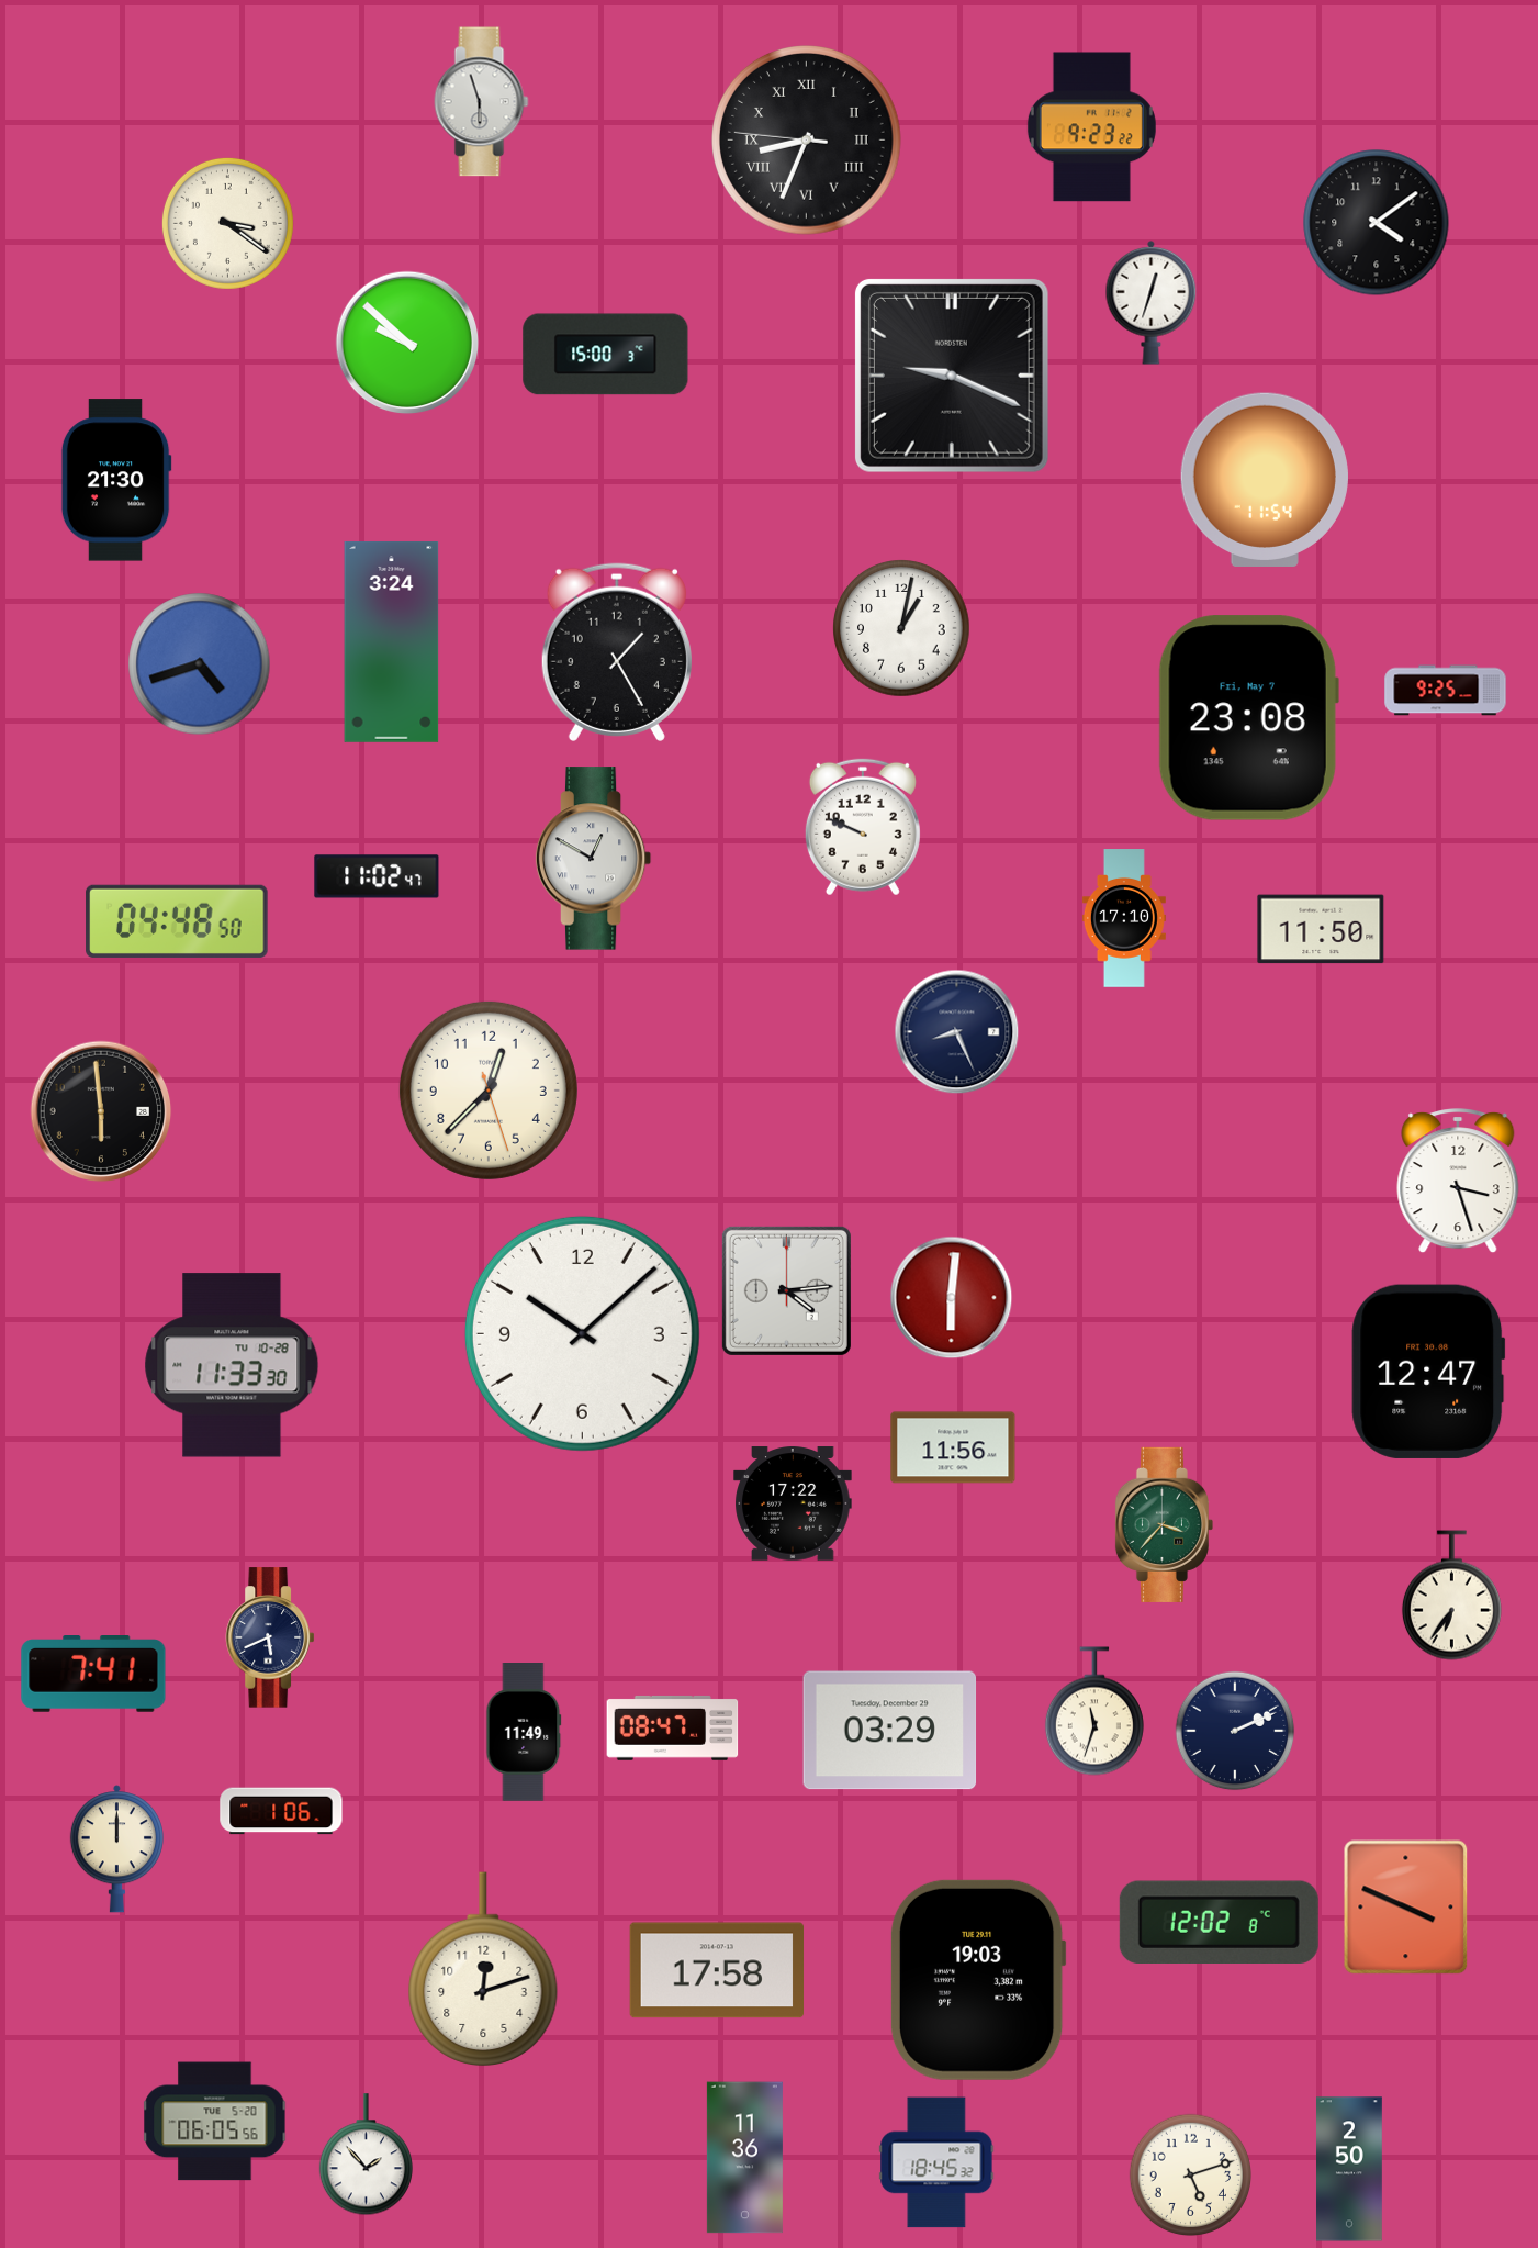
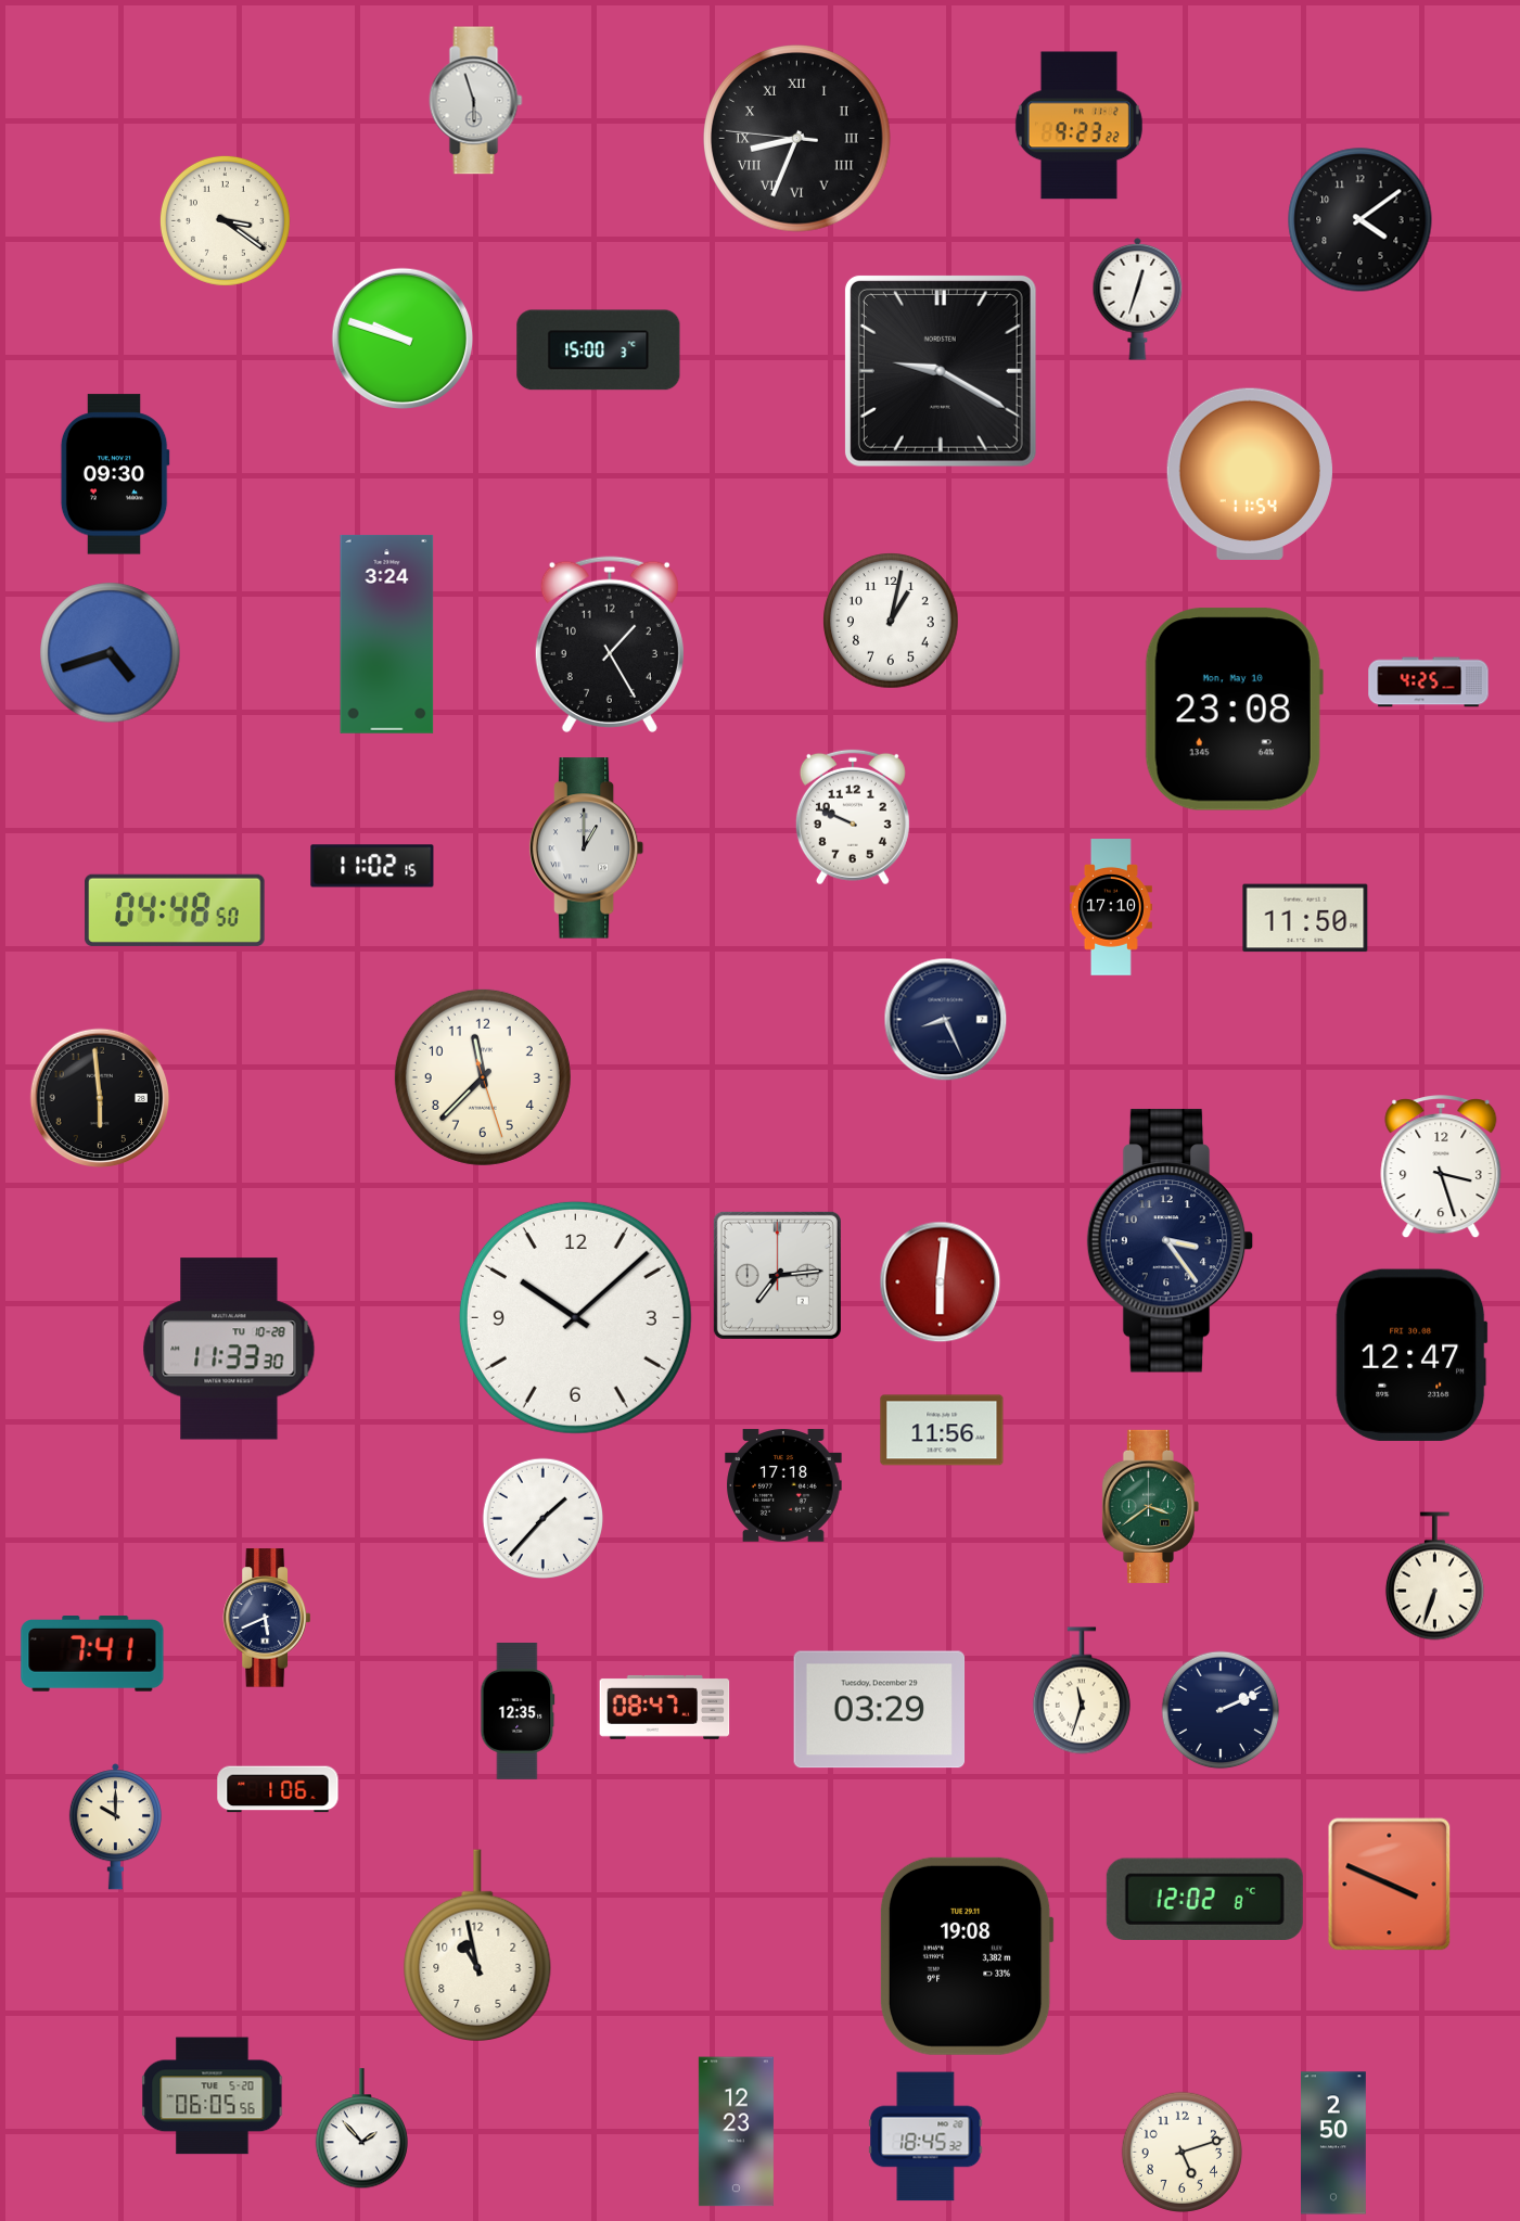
clock at (407, 343): 9:52 -> 9:48
clock at (952, 376): 9:19 -> 9:20
clock at (116, 480): 21:30 -> 09:30
clock at (200, 664) position: (200, 664) -> (111, 653)
clock at (1446, 691): 9:25 -> 4:25
clock at (1248, 718) date: Fri, May 7 -> Mon, May 10
clock at (594, 859): 12:50 -> 1:00
clock at (377, 876): 11:02:47 -> 11:02:15
clock at (489, 1091): 12:37 -> 11:37
clock at (1171, 1241): none -> 3:24
clock at (786, 1290): 4:14 -> 7:14
clock at (793, 1503): 17:22 -> 17:18
clock at (1164, 1524): 3:37 -> 3:39
clock at (542, 1518): none -> 1:37
clock at (1451, 1596): 6:36 -> 6:33
clock at (524, 1733): 11:49 -> 12:35
clock at (116, 1849): 12:00 -> 10:00
clock at (483, 1969): 12:12 -> 10:58
clock at (716, 1970): 17:58 -> none
clock at (978, 1980): 19:03 -> 19:08
clock at (744, 2158): 11:36 -> 12:23
clock at (1190, 2174) position: (1190, 2174) -> (1181, 2152)
